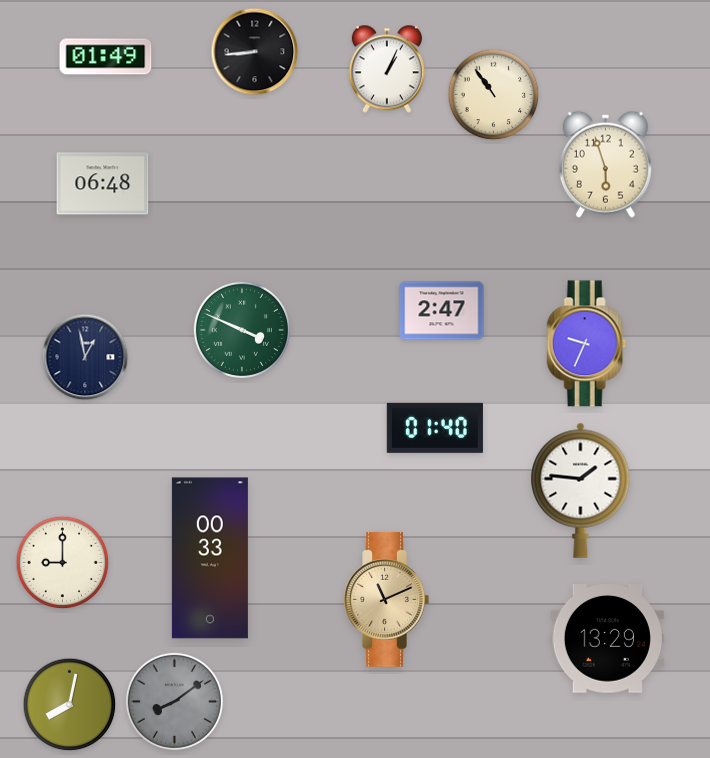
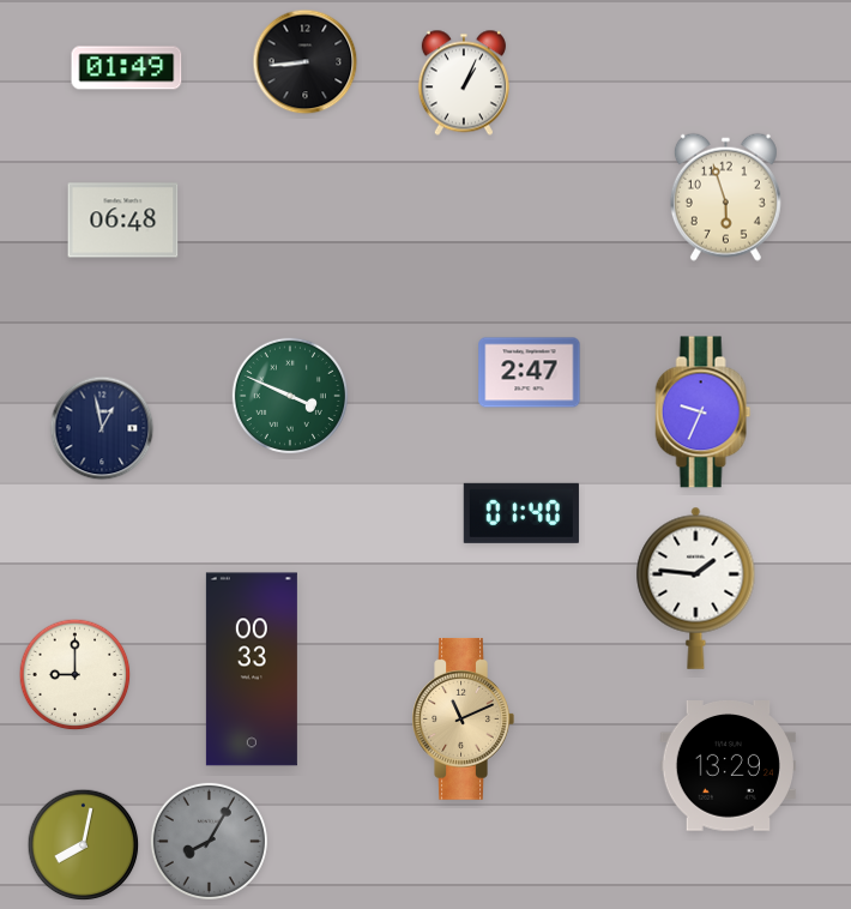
clock at (494, 95): 10:54 -> none
clock at (174, 701): 8:09 -> 8:05
